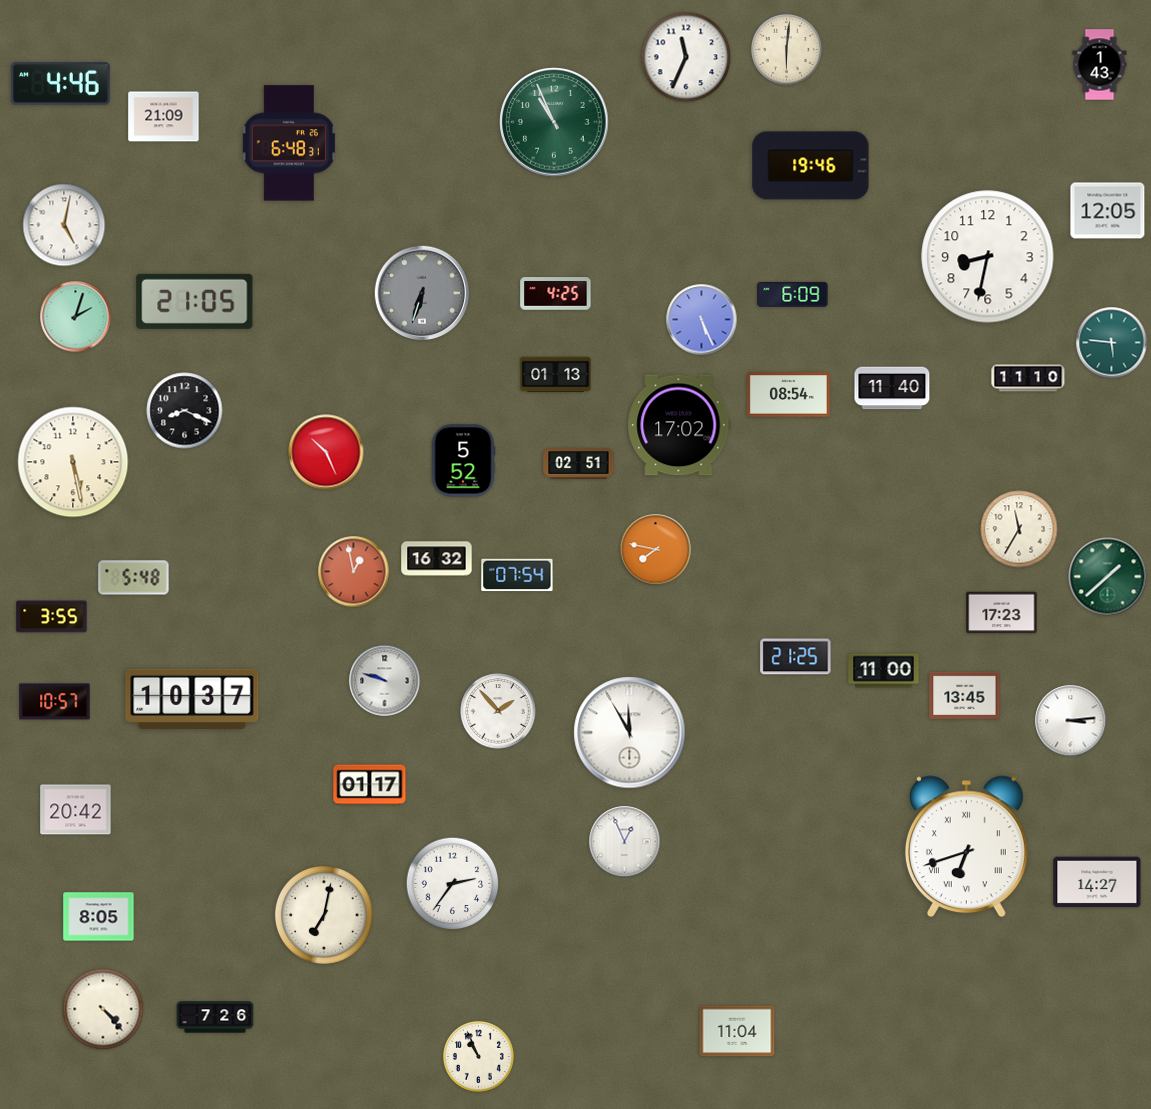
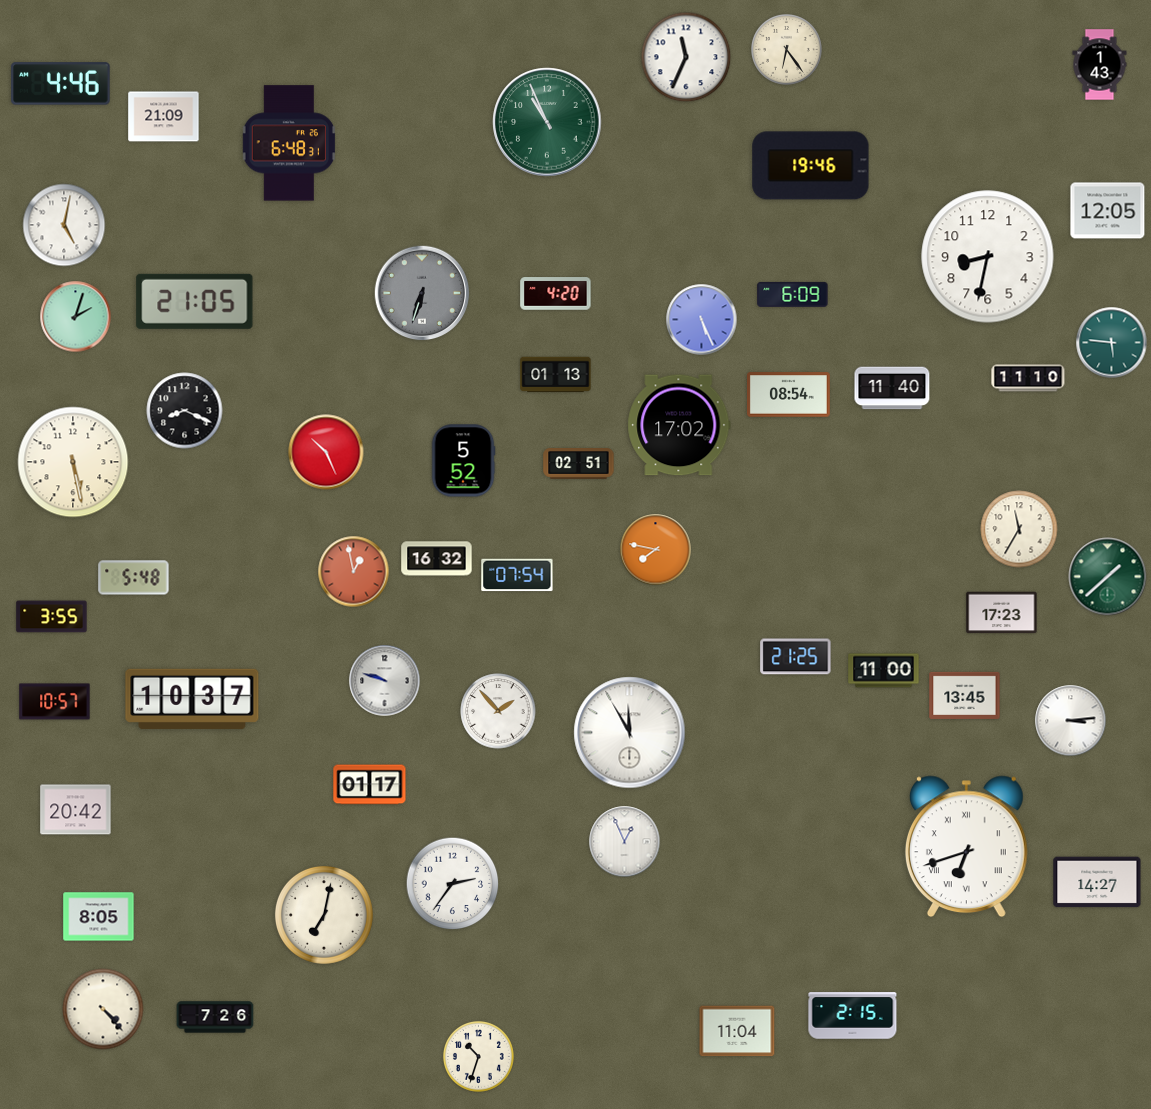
clock at (786, 49): 6:01 -> 6:24
clock at (554, 122) position: (554, 122) -> (547, 122)
clock at (556, 294): 4:25 -> 4:20
clock at (853, 1016): none -> 2:15
clock at (478, 1056): 10:56 -> 10:33
